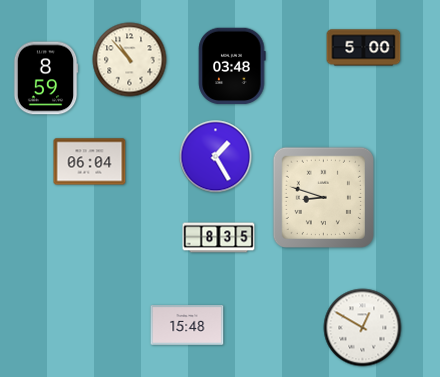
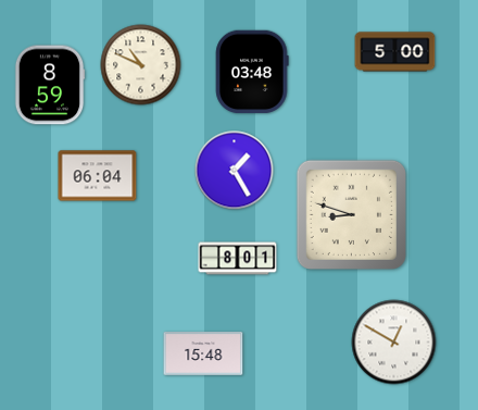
clock at (130, 60): 10:53 -> 10:49
clock at (219, 238): 8:35 -> 8:01
clock at (363, 328) position: (363, 328) -> (394, 343)
